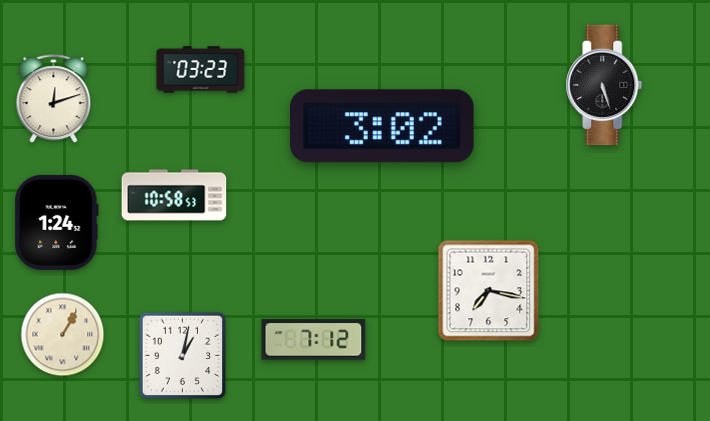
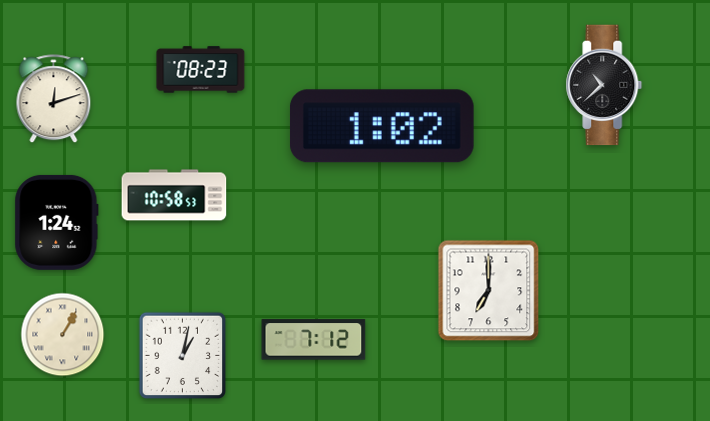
clock at (201, 70): 03:23 -> 08:23
clock at (604, 85): 5:27 -> 10:38
clock at (382, 126): 3:02 -> 1:02
clock at (489, 291): 7:17 -> 7:00
